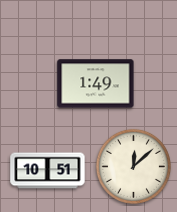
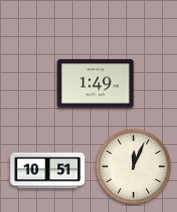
clock at (133, 166): 12:08 -> 12:04
